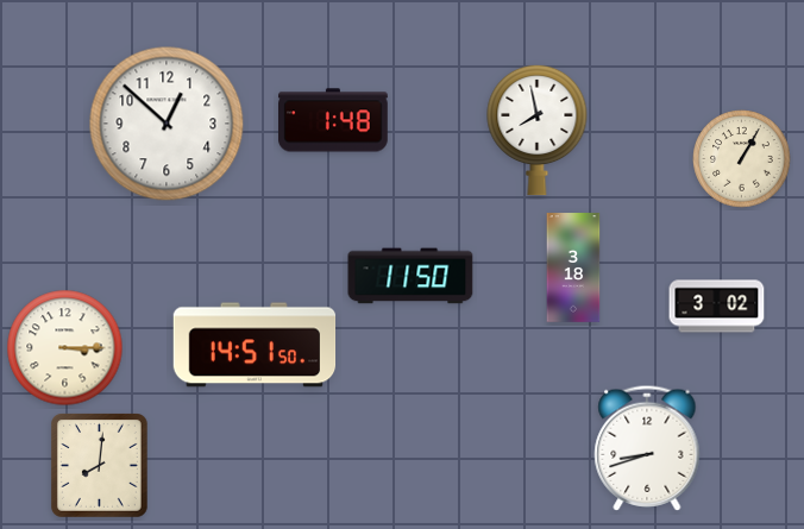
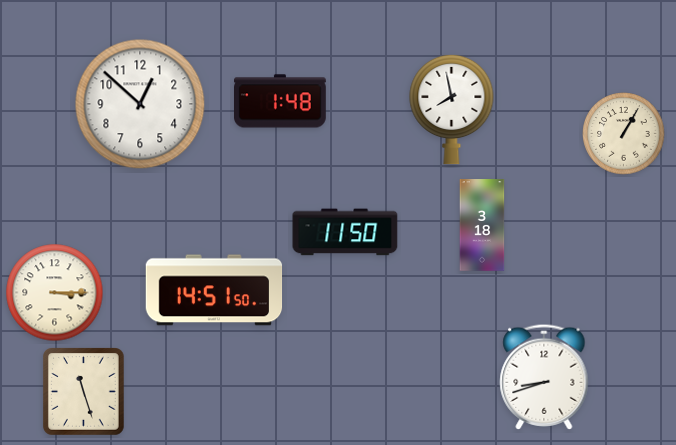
clock at (717, 307): 3:02 -> none
clock at (100, 466): 8:01 -> 11:27
